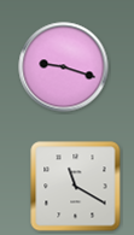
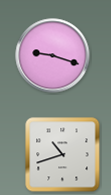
clock at (76, 187): 11:20 -> 10:42
